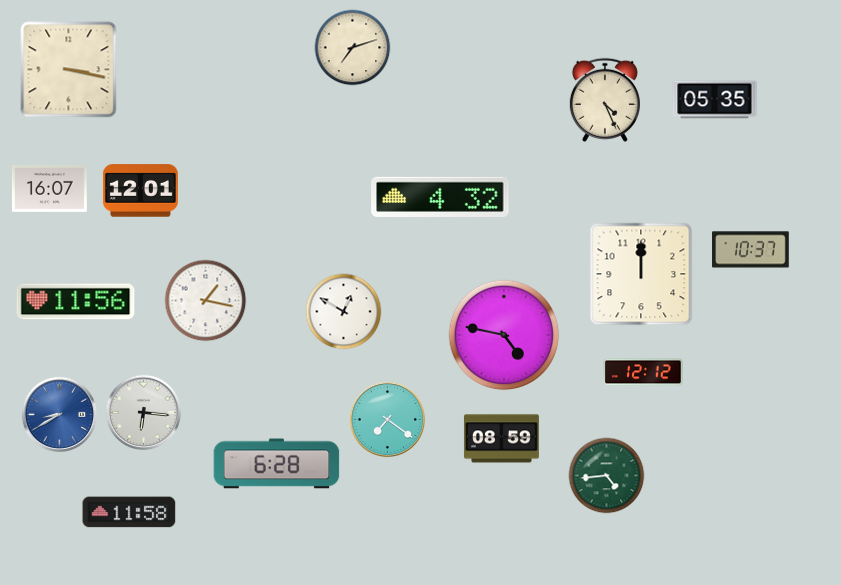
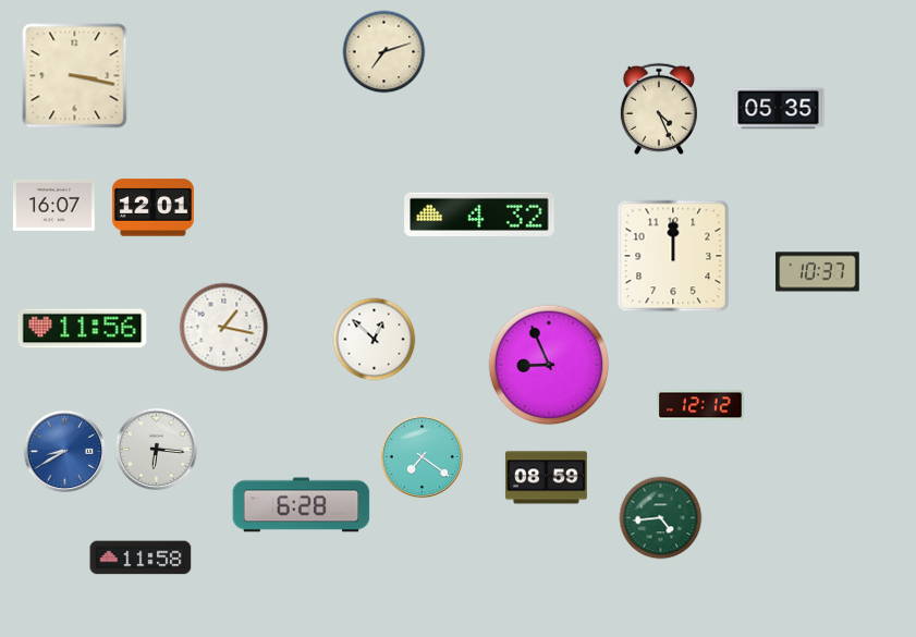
clock at (641, 274) position: (641, 274) -> (673, 256)
clock at (344, 312): 12:50 -> 12:52
clock at (504, 335): 4:47 -> 8:56
